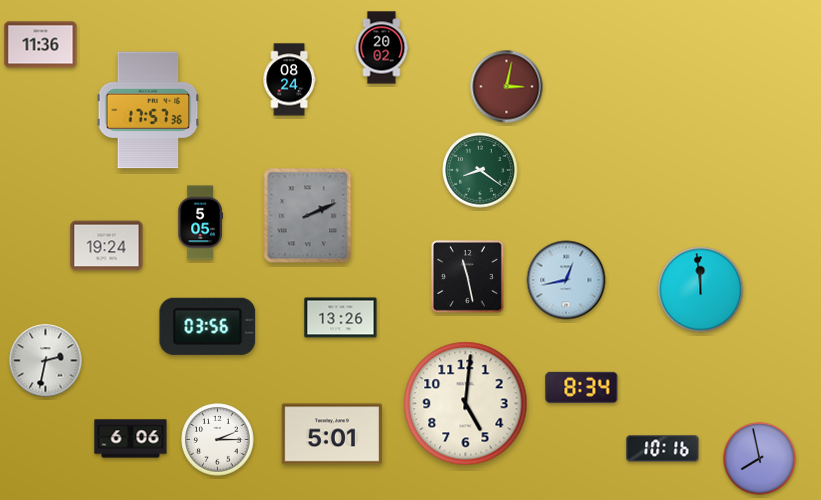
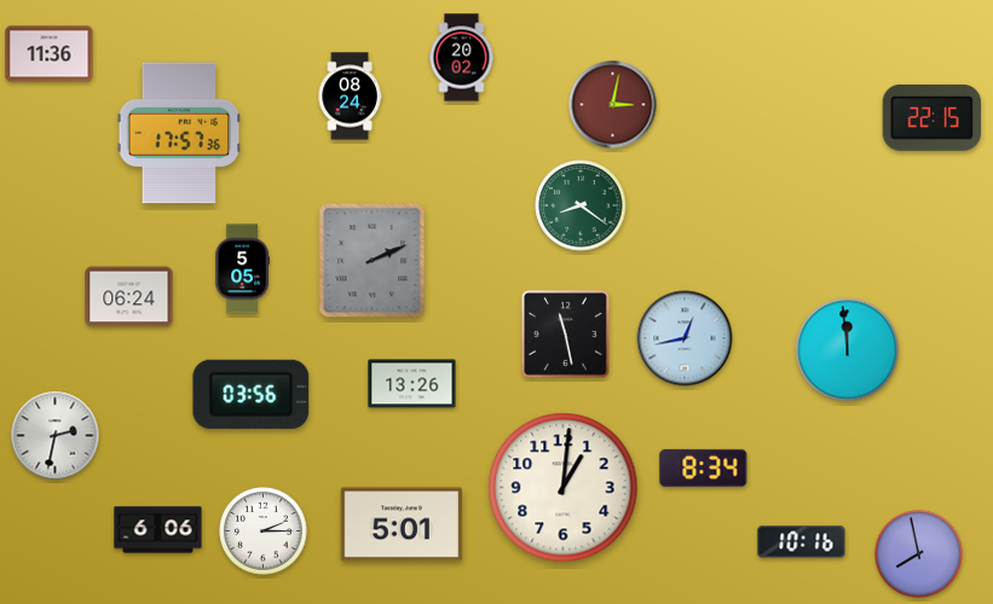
clock at (931, 117): none -> 22:15
clock at (107, 246): 19:24 -> 06:24
clock at (466, 404): 5:01 -> 1:01
